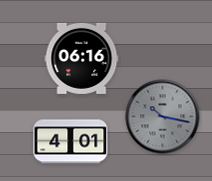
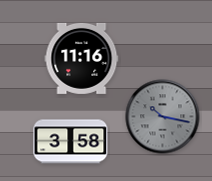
clock at (82, 58): 06:16 -> 11:16
clock at (71, 142): 4:01 -> 3:58
